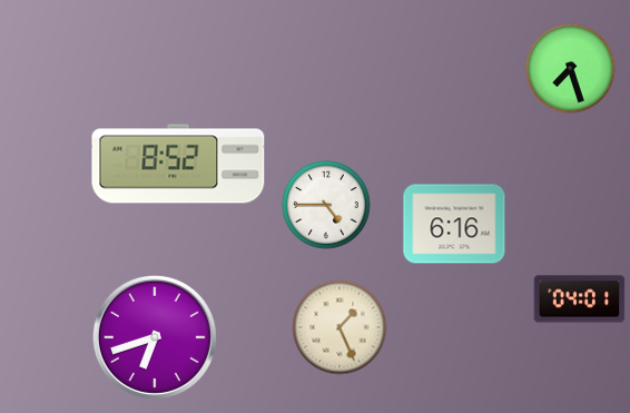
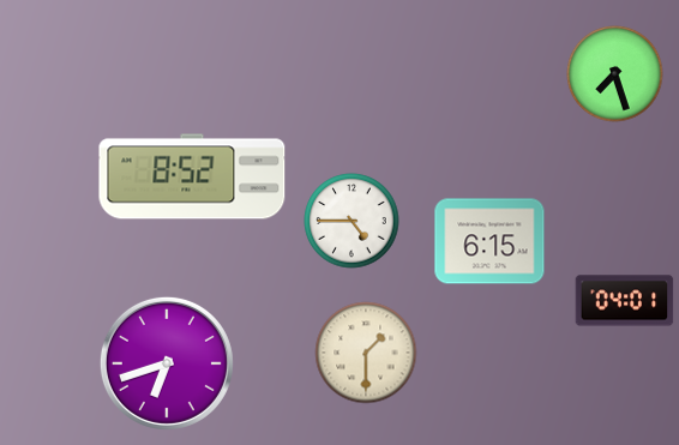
clock at (454, 224): 6:16 -> 6:15
clock at (580, 299) position: (580, 299) -> (625, 301)
clock at (339, 327): 1:26 -> 1:30
